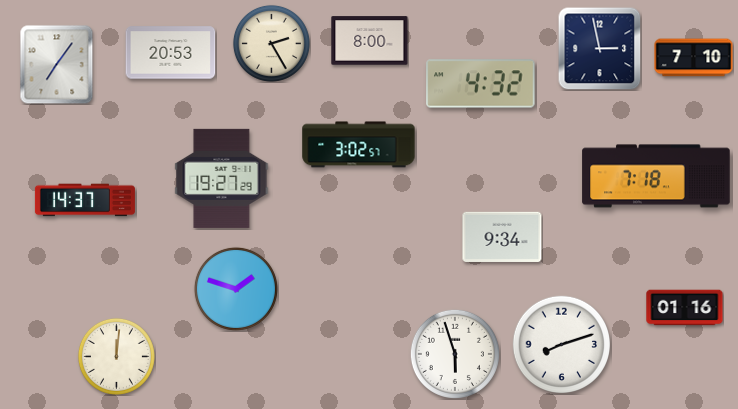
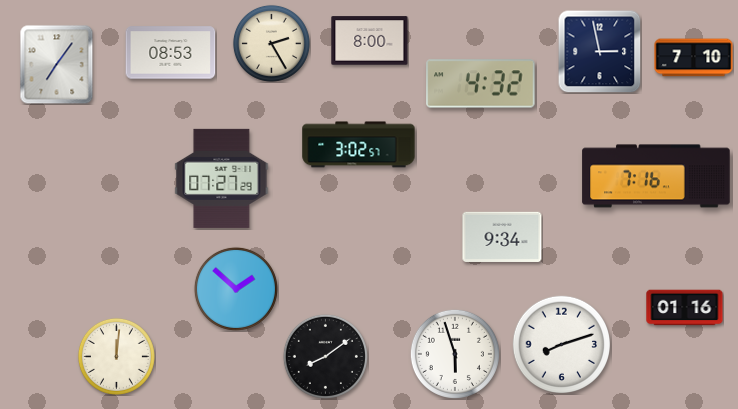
clock at (599, 49) position: (599, 49) -> (599, 52)
clock at (171, 53): 20:53 -> 08:53
clock at (656, 176): 7:18 -> 7:16
clock at (222, 178): 19:27 -> 07:27
clock at (85, 200): 14:37 -> none
clock at (236, 289): 1:48 -> 1:52
clock at (325, 356): none -> 8:09
